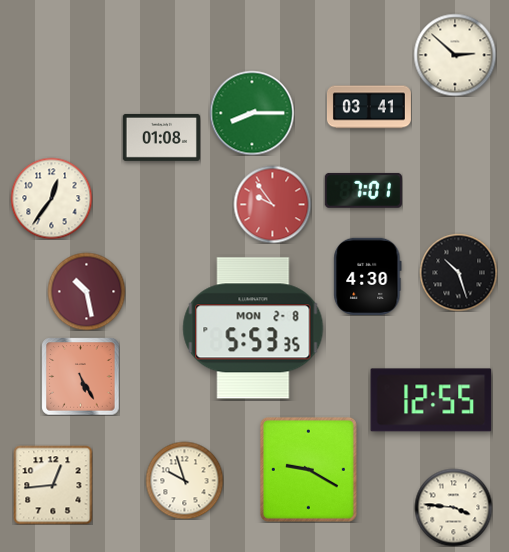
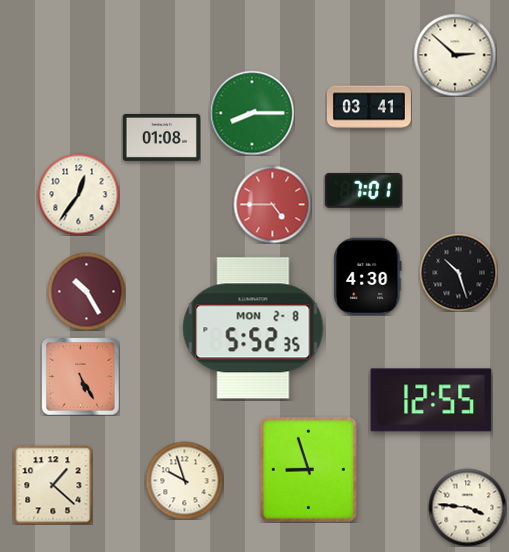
clock at (51, 198) position: (51, 198) -> (78, 194)
clock at (272, 204): 9:54 -> 4:45
clock at (86, 291): 10:28 -> 10:25
clock at (253, 328): 5:53 -> 5:52
clock at (308, 469): 9:20 -> 8:57
clock at (53, 485): 12:44 -> 1:22
clock at (453, 507) position: (453, 507) -> (467, 507)
